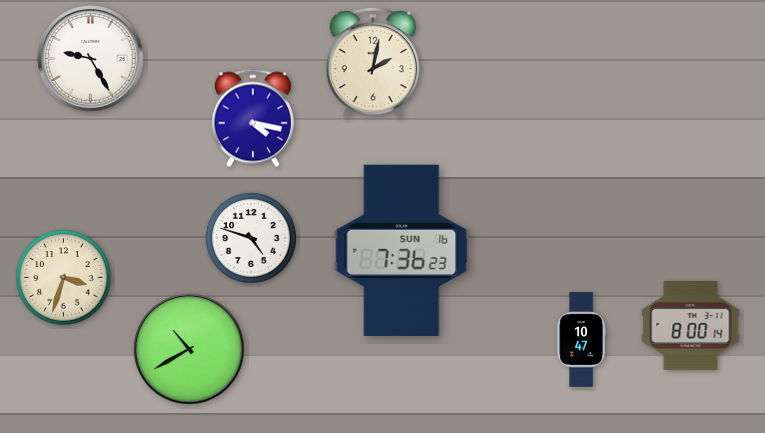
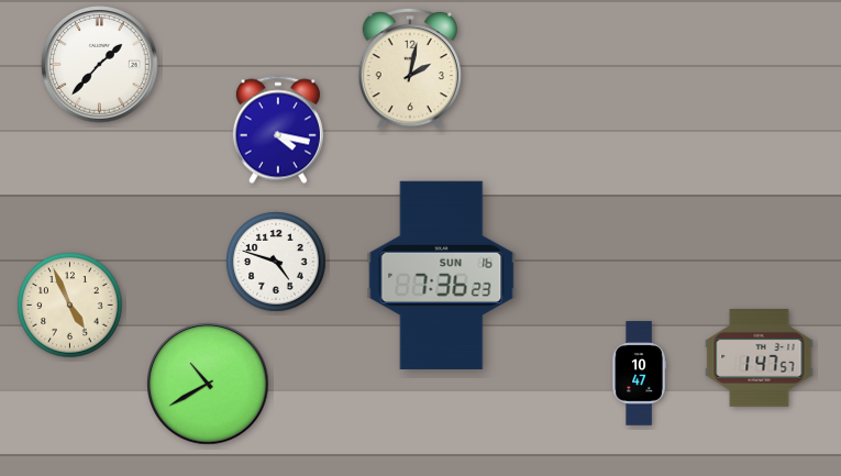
clock at (91, 59): 9:25 -> 1:37
clock at (64, 278): 3:33 -> 4:56
clock at (691, 326): 8:00 -> 1:47
